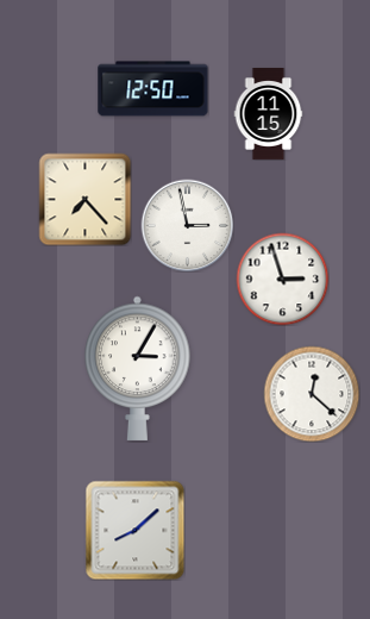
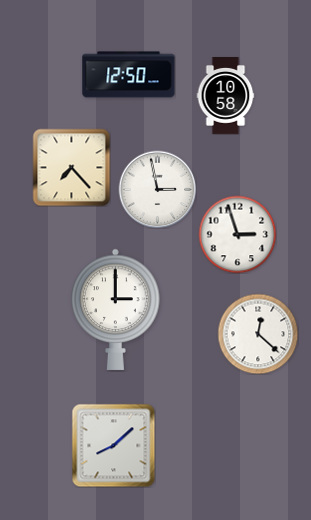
clock at (269, 114): 11:15 -> 10:58
clock at (138, 368): 3:05 -> 3:00
clock at (312, 394) position: (312, 394) -> (258, 334)
